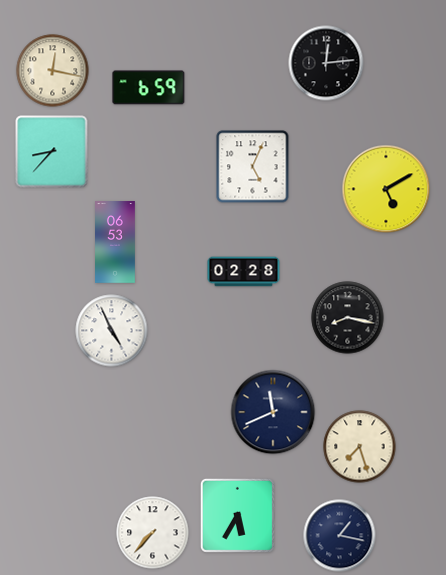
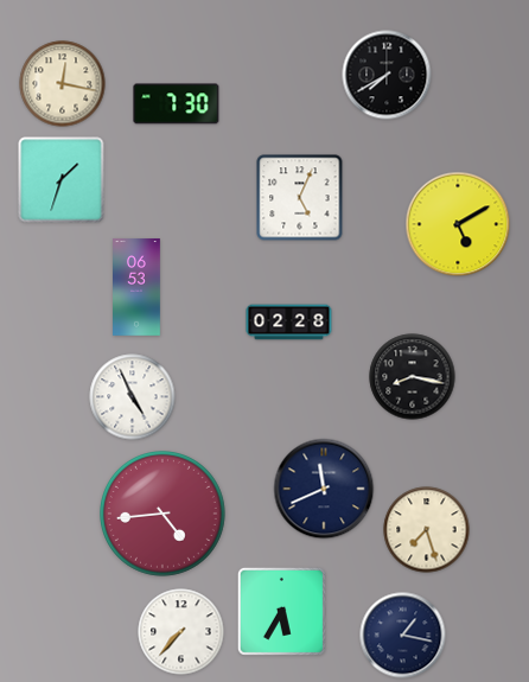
clock at (326, 63): 12:14 -> 7:40
clock at (149, 88): 6:59 -> 7:30
clock at (52, 152): 8:37 -> 1:33
clock at (112, 331) position: (112, 331) -> (133, 397)
clock at (164, 515): none -> 4:44
